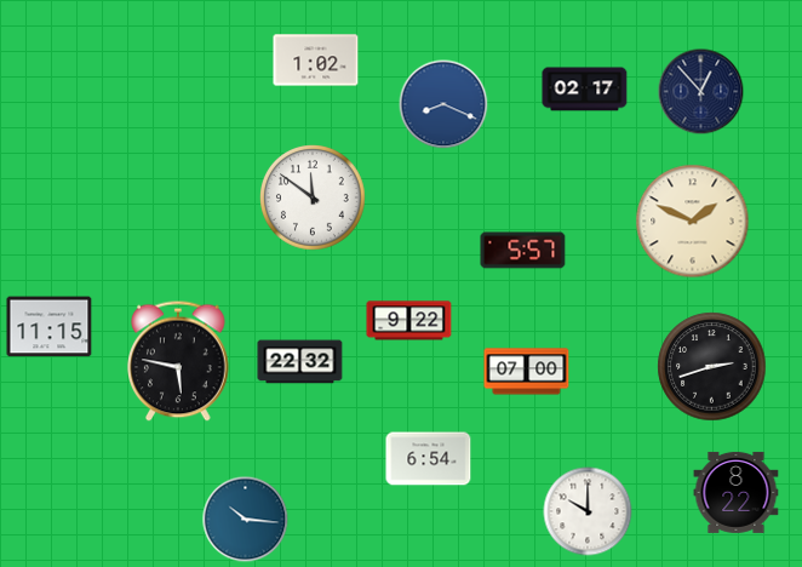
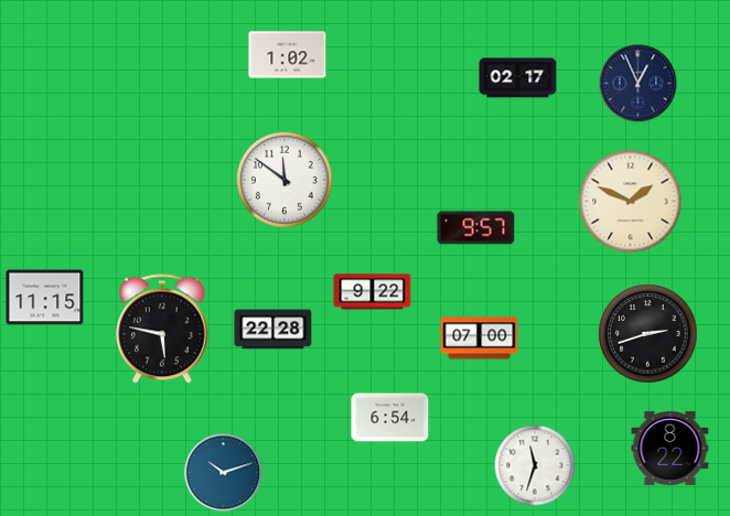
clock at (585, 90) position: (585, 90) -> (518, 78)
clock at (701, 92): 12:53 -> 12:56
clock at (443, 104): 8:19 -> none
clock at (523, 251): 5:57 -> 9:57
clock at (300, 362): 22:32 -> 22:28
clock at (588, 511): 10:00 -> 11:33
clock at (246, 520): 10:16 -> 10:12
